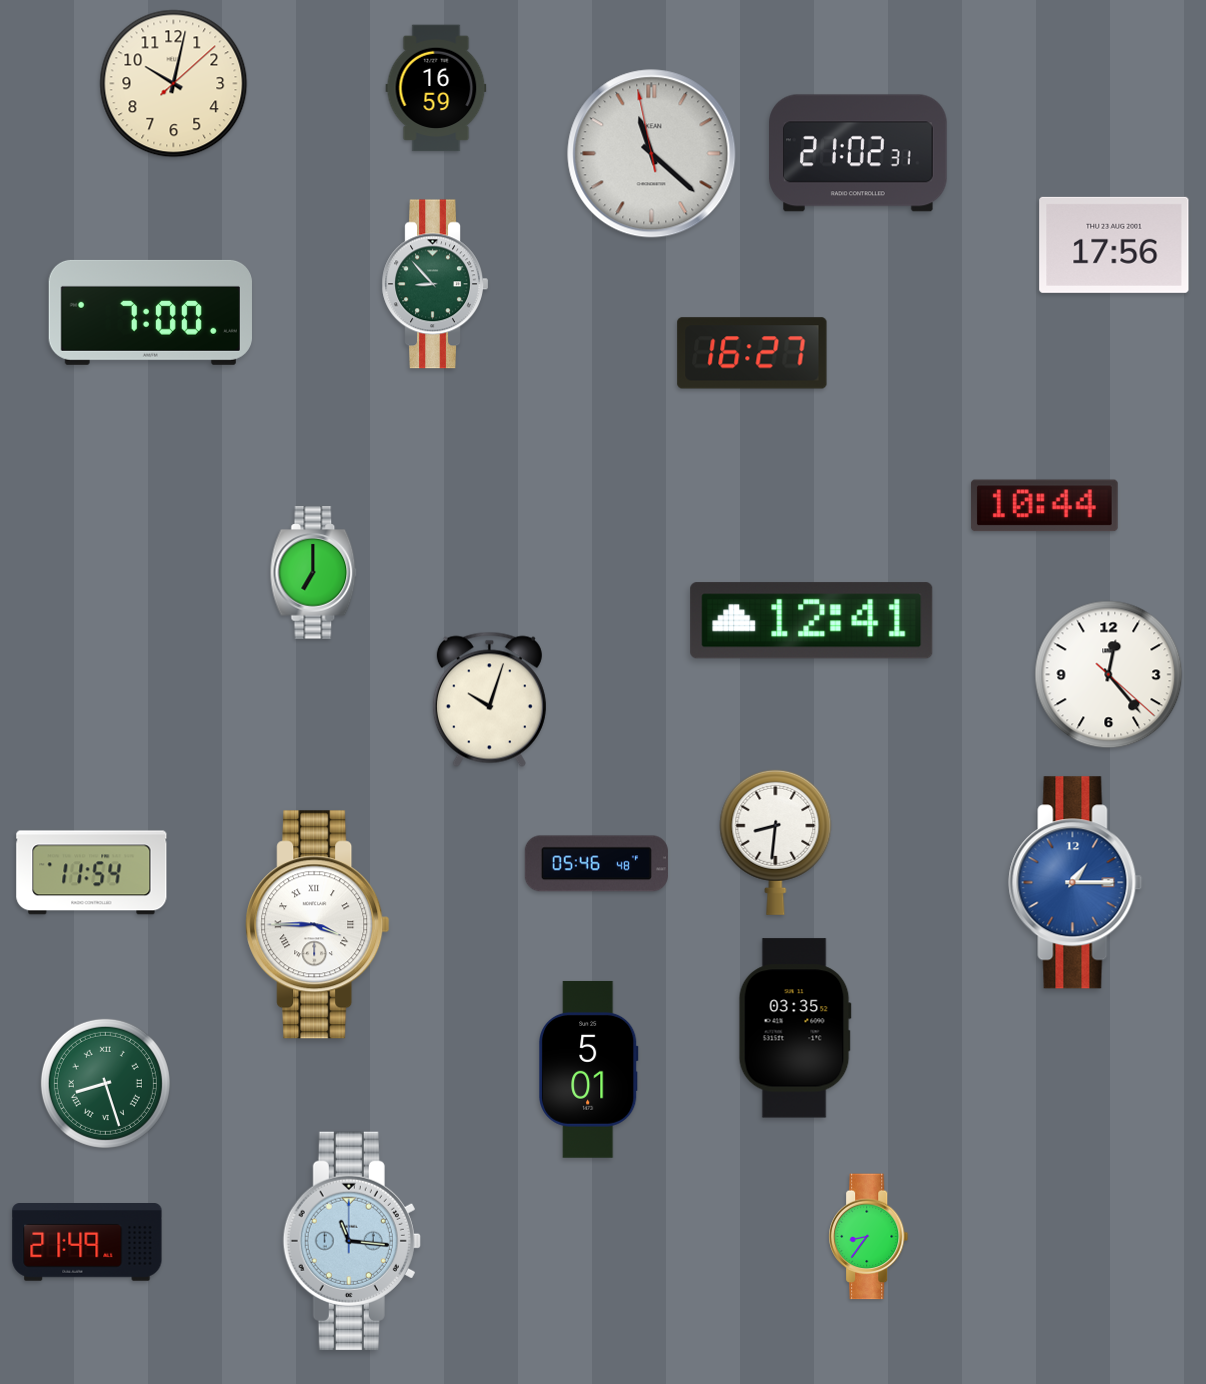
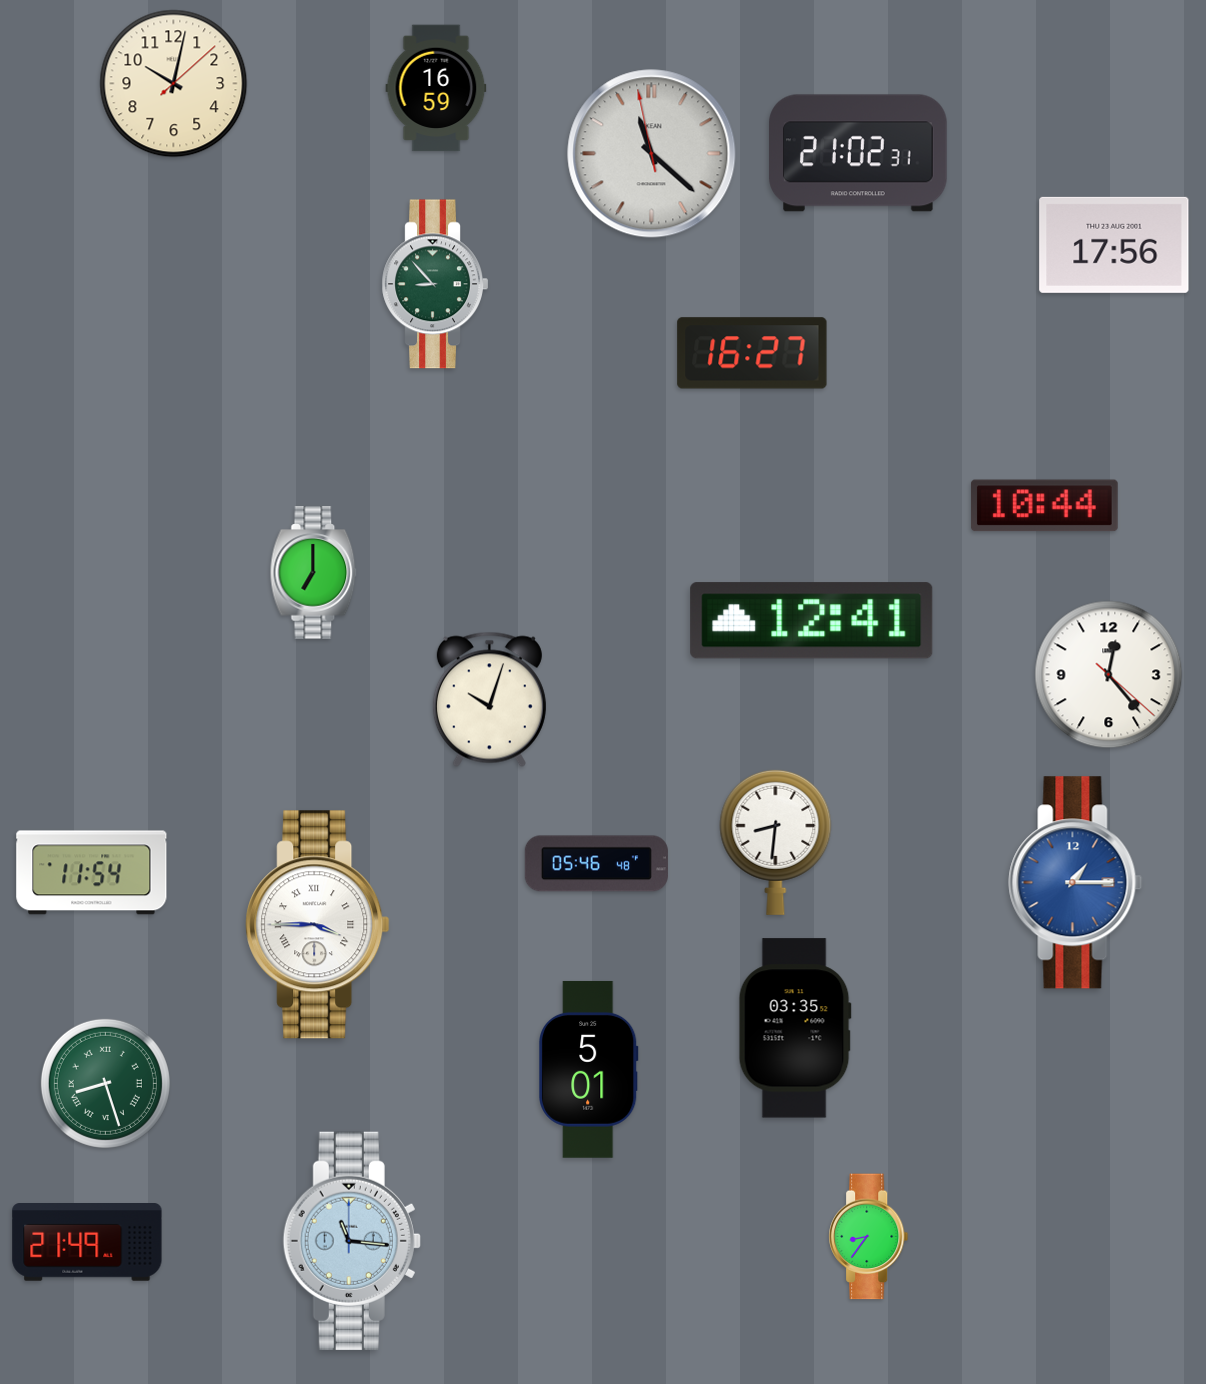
clock at (150, 312): 7:00 -> none
